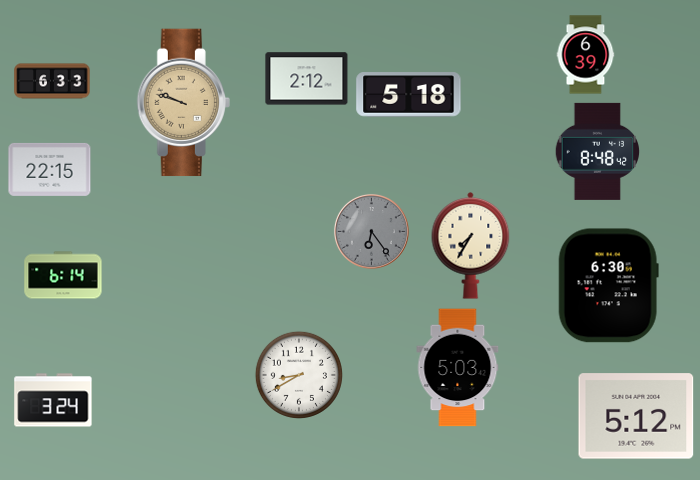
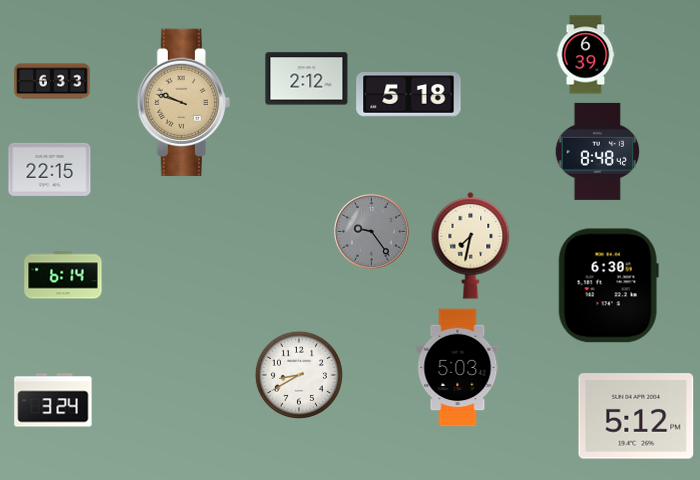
clock at (371, 231): 6:24 -> 9:24
clock at (471, 246): 7:35 -> 7:32
